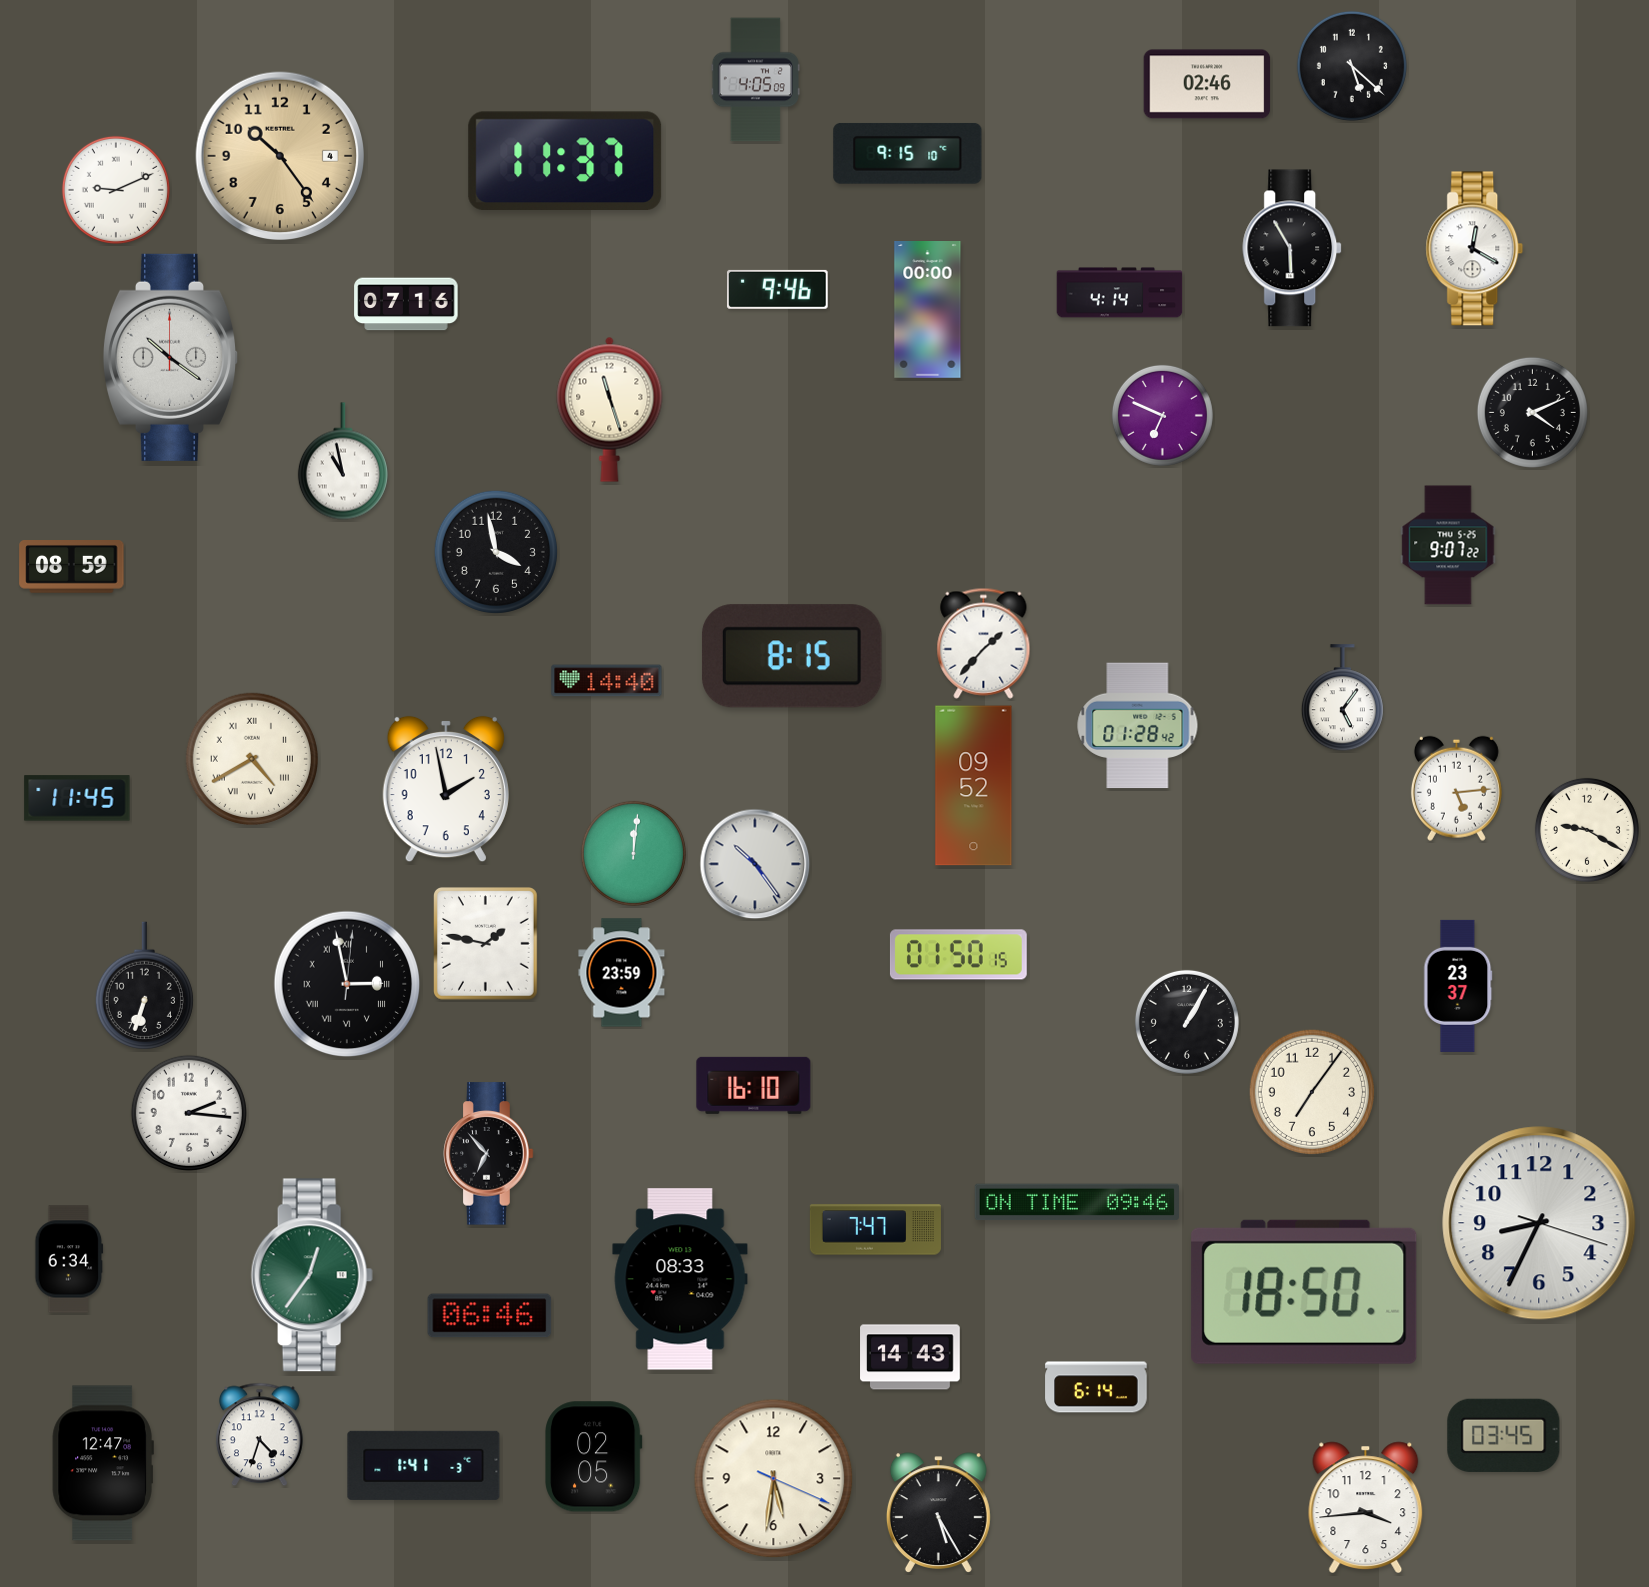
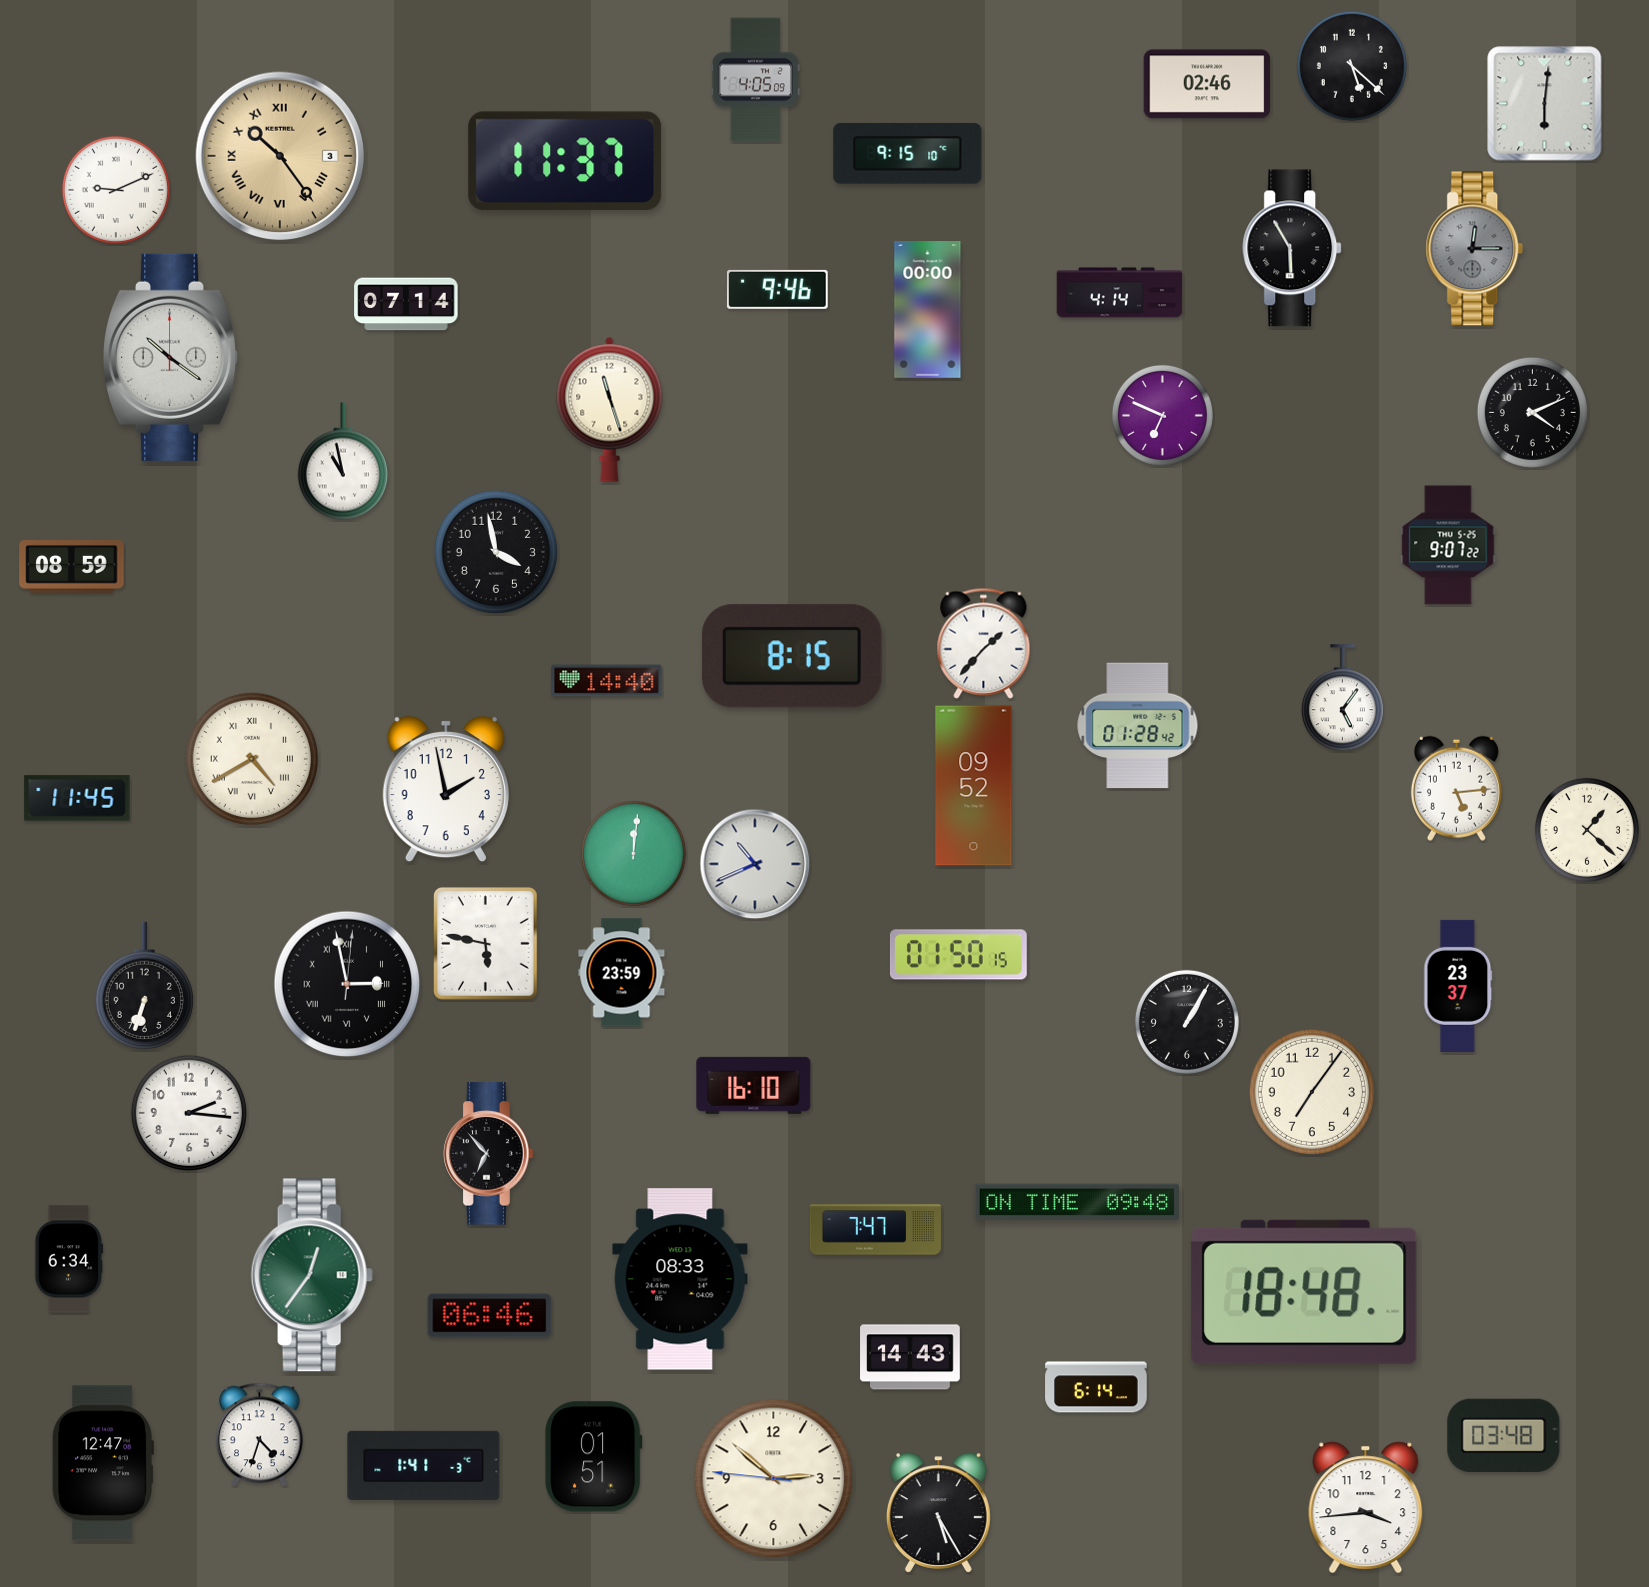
clock at (1545, 104): none -> 6:01
clock at (279, 155) date: 4 -> 3
clock at (279, 155) numerals: Arabic -> Roman
clock at (1475, 249): 12:20 -> 12:15
clock at (1475, 249) dial: white -> grey
clock at (406, 304): 07:16 -> 07:14
clock at (1587, 830): 9:20 -> 1:22
clock at (755, 864): 10:24 -> 10:41
clock at (486, 944): 1:47 -> 5:47
clock at (1077, 1202): 09:46 -> 09:48
clock at (1539, 1223): 8:34 -> none
clock at (1304, 1292): 18:50 -> 18:48
clock at (1504, 1435): 03:45 -> 03:48
clock at (594, 1457): 02:05 -> 01:51
clock at (774, 1479): 5:31 -> 2:51
